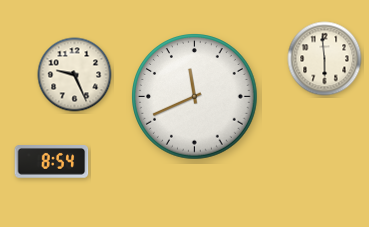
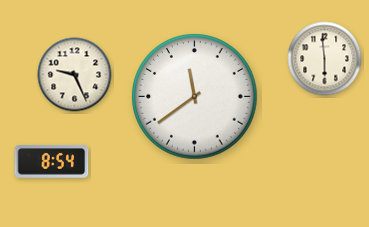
clock at (195, 97): 11:41 -> 11:39
